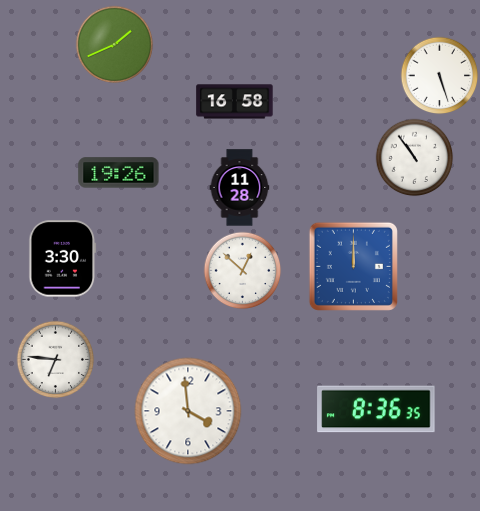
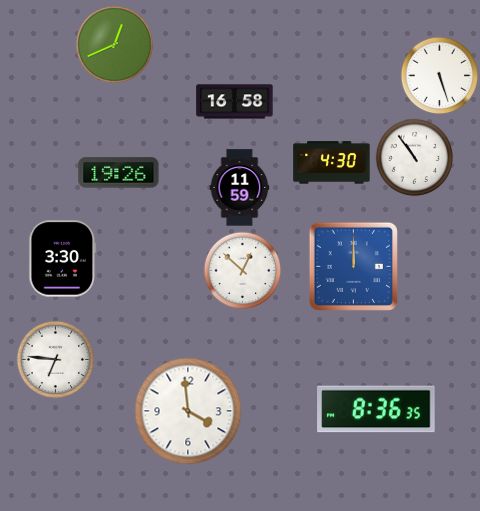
clock at (114, 44): 1:41 -> 12:41
clock at (332, 163): none -> 4:30
clock at (240, 188): 11:28 -> 11:59
